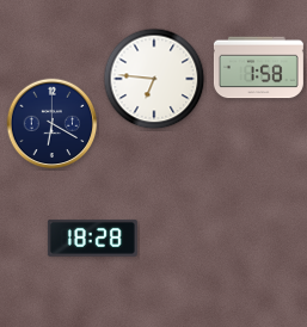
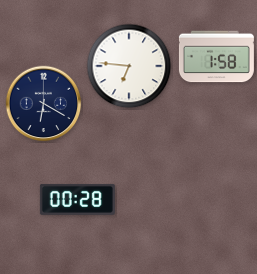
clock at (92, 237): 18:28 -> 00:28
